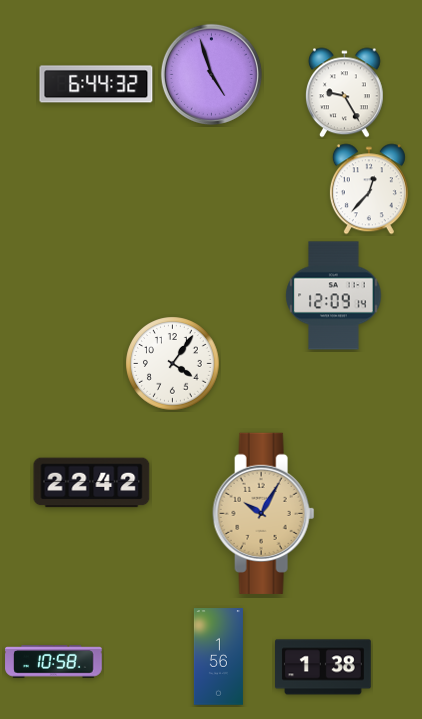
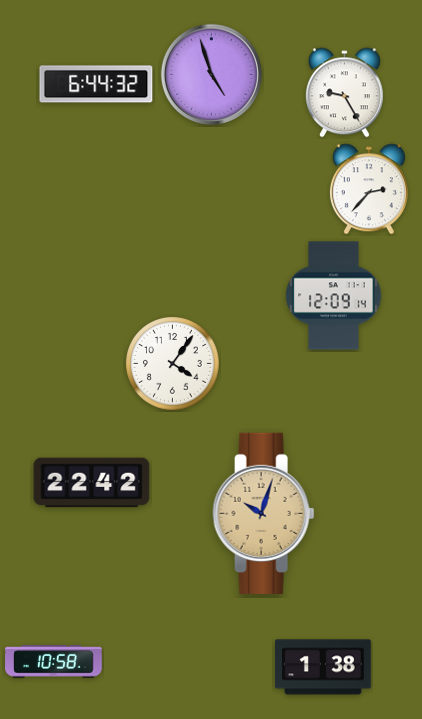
clock at (369, 189): 12:37 -> 2:37
clock at (264, 513): 10:05 -> 10:03
clock at (218, 657): 1:56 -> none
